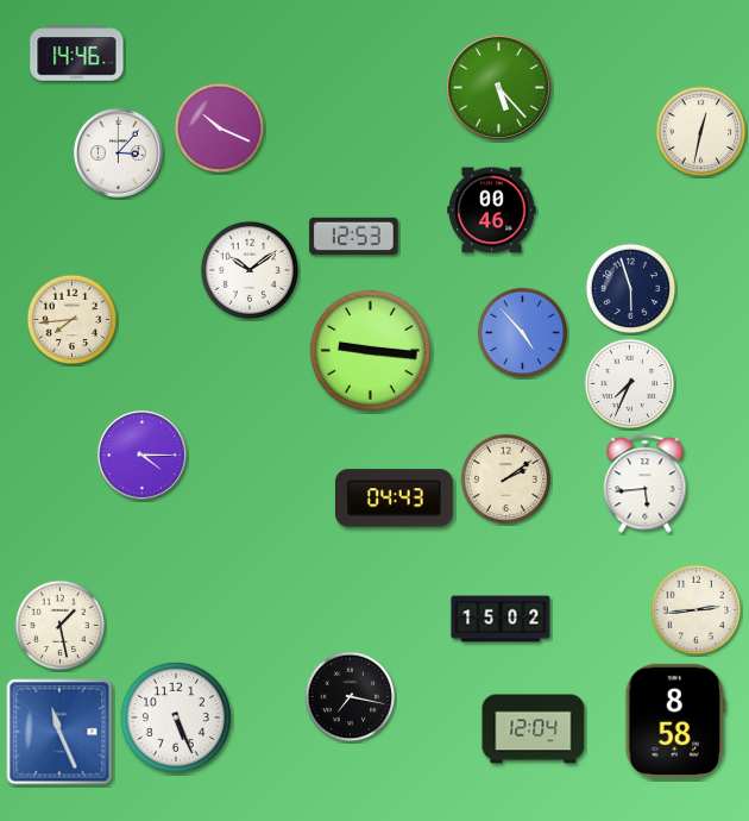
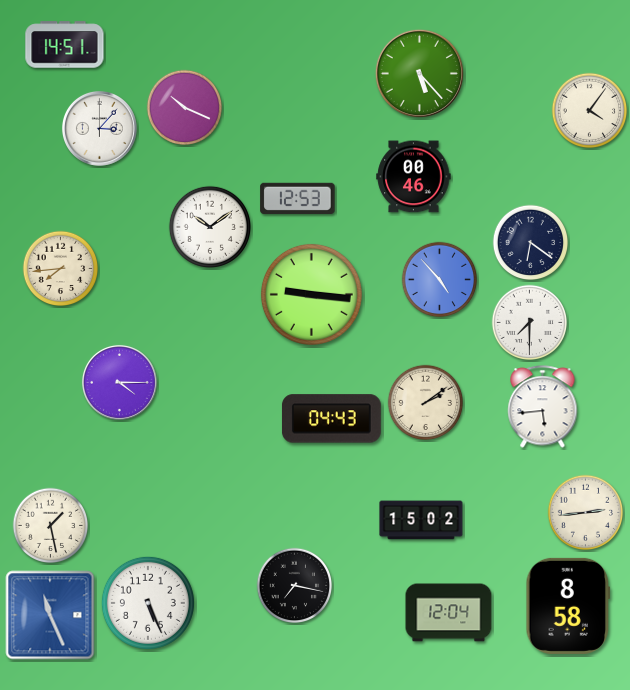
clock at (77, 54): 14:46 -> 14:51
clock at (701, 132): 12:32 -> 4:06
clock at (631, 289): 5:57 -> 6:21
clock at (630, 384): 7:34 -> 7:30
